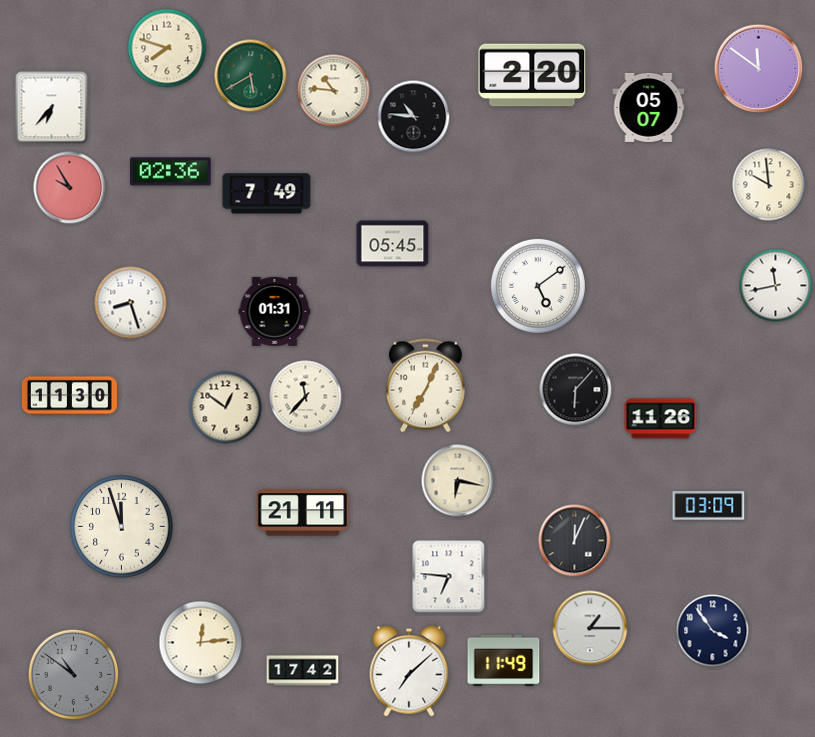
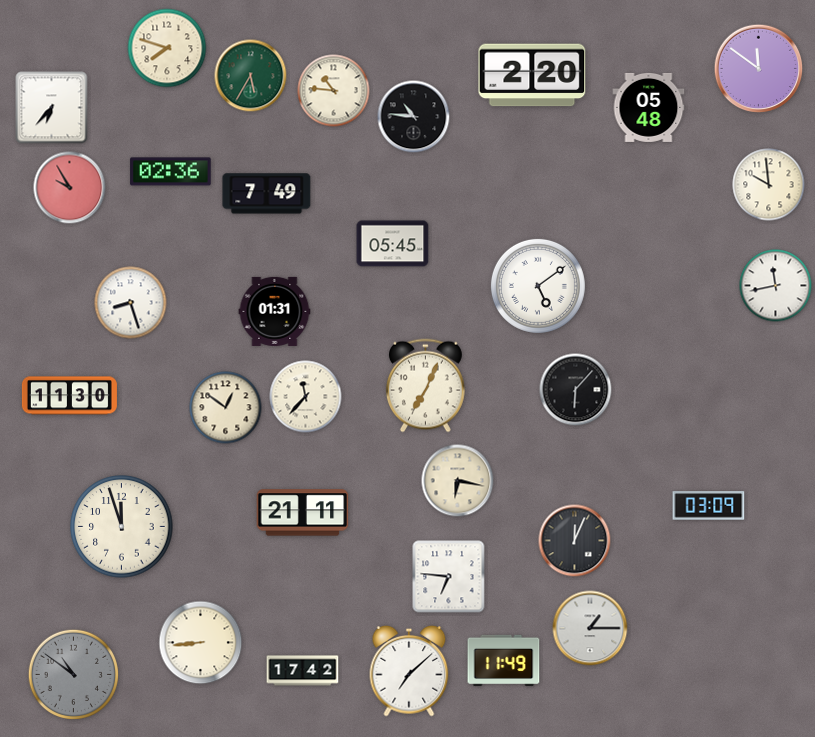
clock at (251, 76): 5:40 -> 5:35
clock at (649, 107): 05:07 -> 05:48
clock at (661, 419): 11:26 -> none
clock at (713, 631): 3:54 -> none
clock at (201, 643): 12:14 -> 8:44
